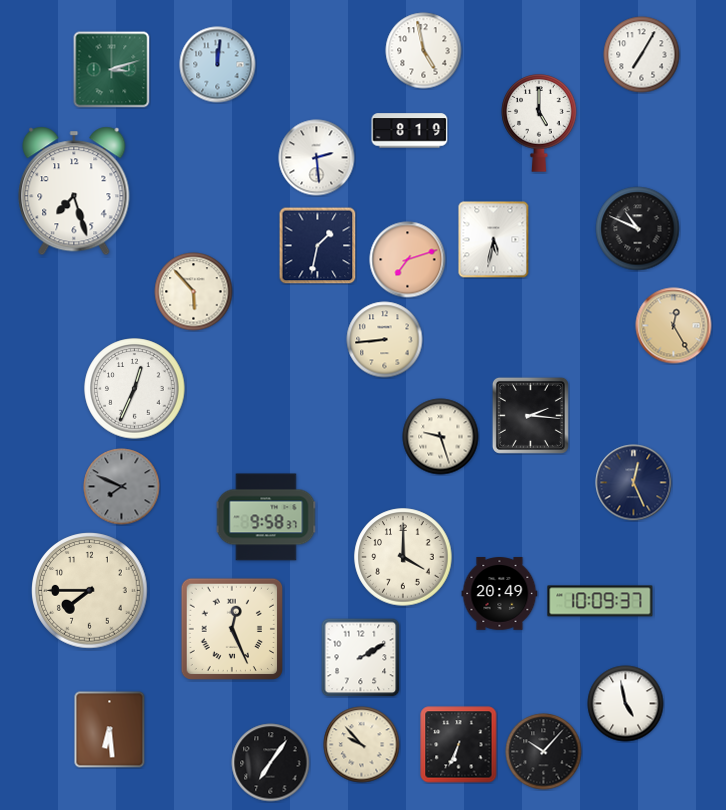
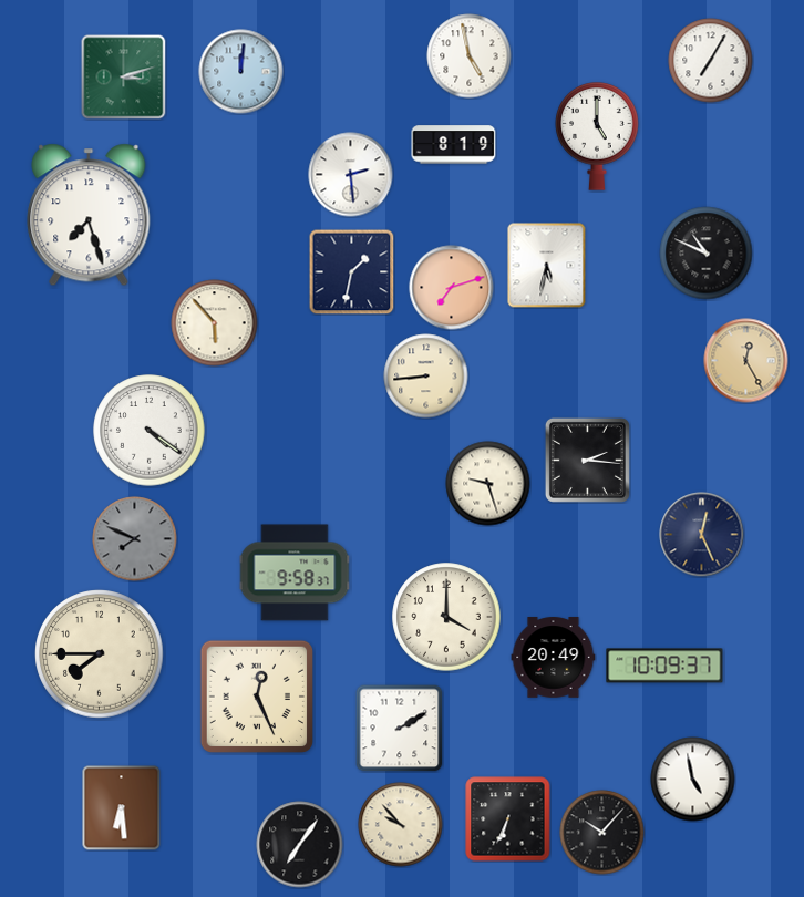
clock at (74, 191) position: (74, 191) -> (89, 215)
clock at (135, 389): 12:34 -> 4:21
clock at (459, 745) position: (459, 745) -> (508, 819)
